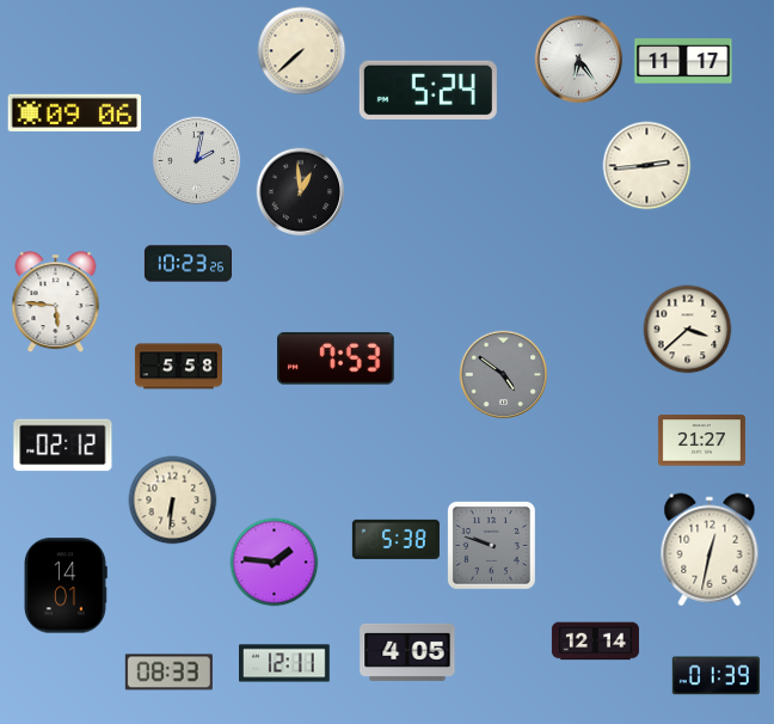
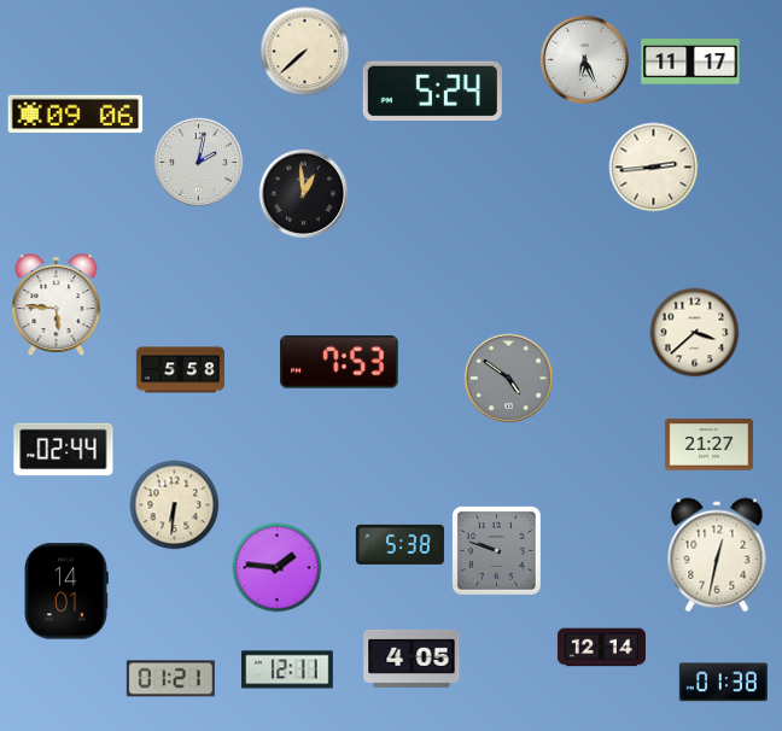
clock at (579, 60): 6:24 -> 6:26
clock at (188, 264): 10:23 -> none
clock at (63, 446): 02:12 -> 02:44
clock at (168, 673): 08:33 -> 01:21
clock at (715, 676): 01:39 -> 01:38
